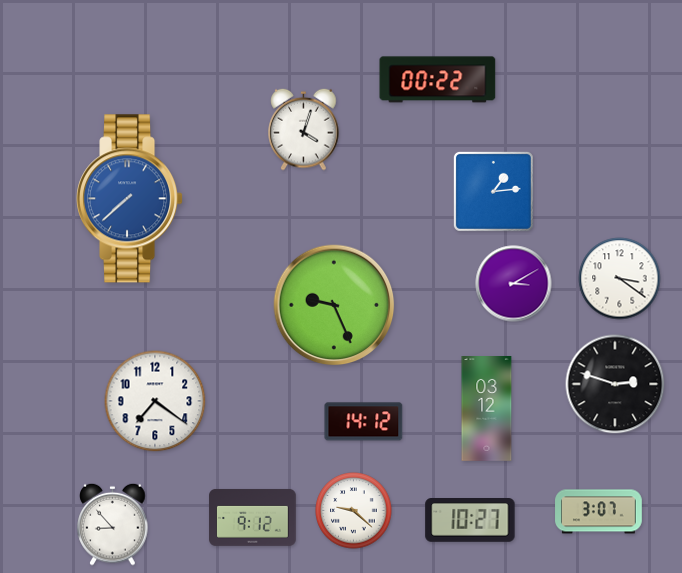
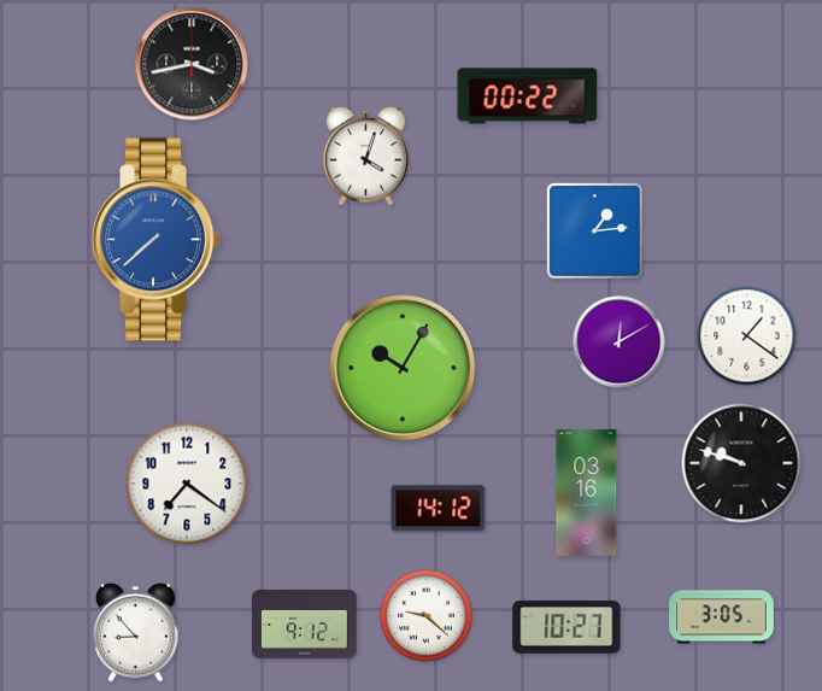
clock at (192, 64): none -> 3:43
clock at (620, 279): 3:21 -> 1:21
clock at (514, 284): 3:10 -> 12:10
clock at (334, 305): 9:26 -> 10:05
clock at (615, 384): 2:48 -> 9:48
clock at (487, 409): 03:12 -> 03:16
clock at (599, 512): 3:07 -> 3:05
